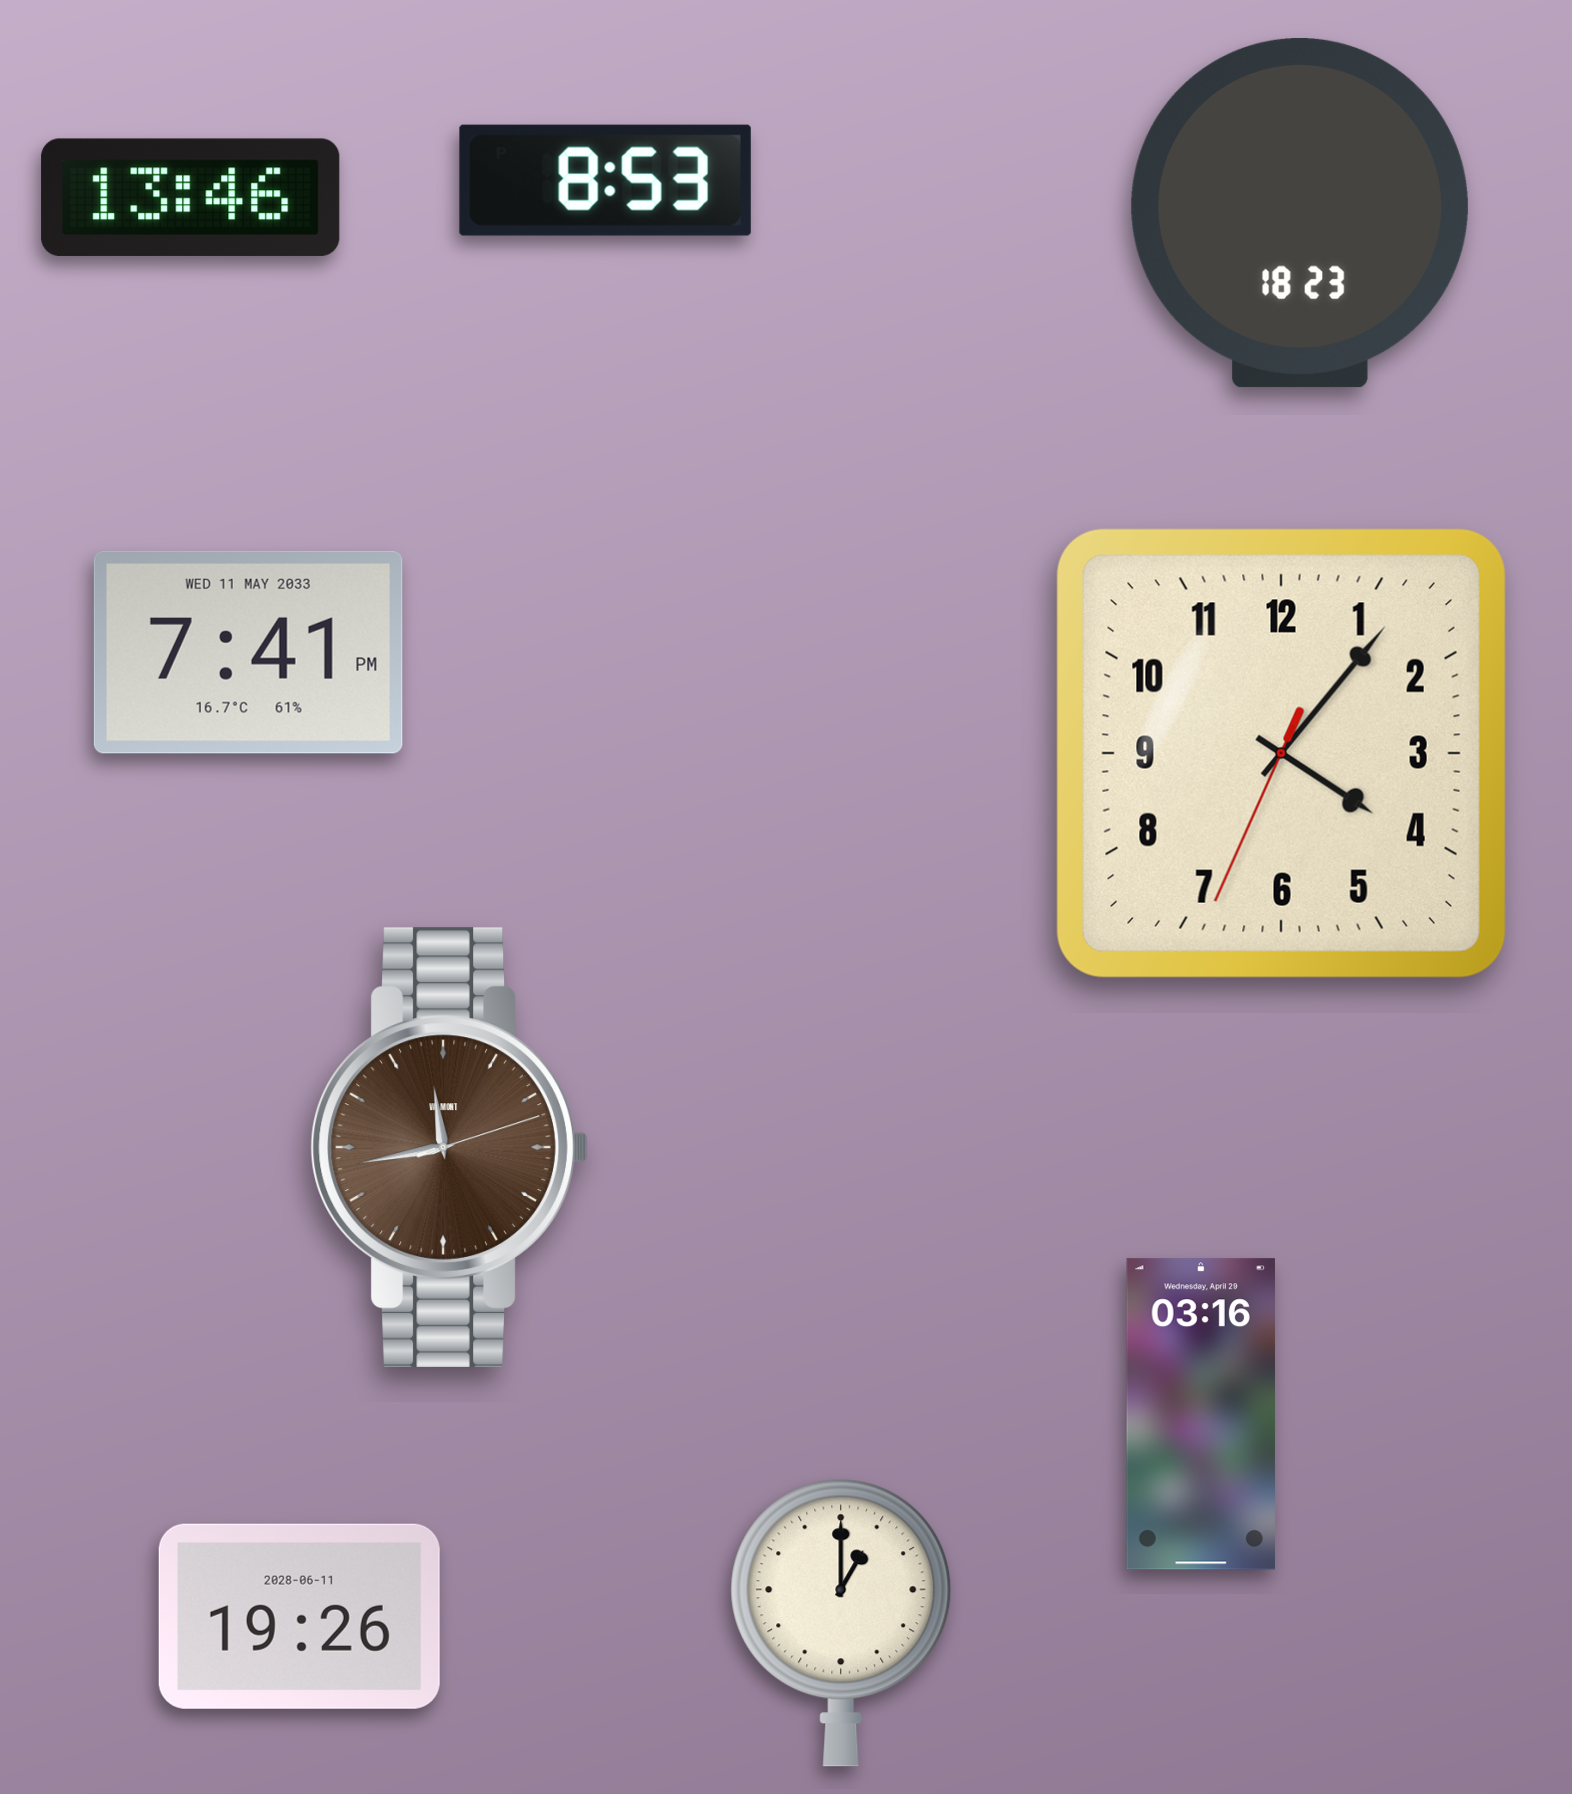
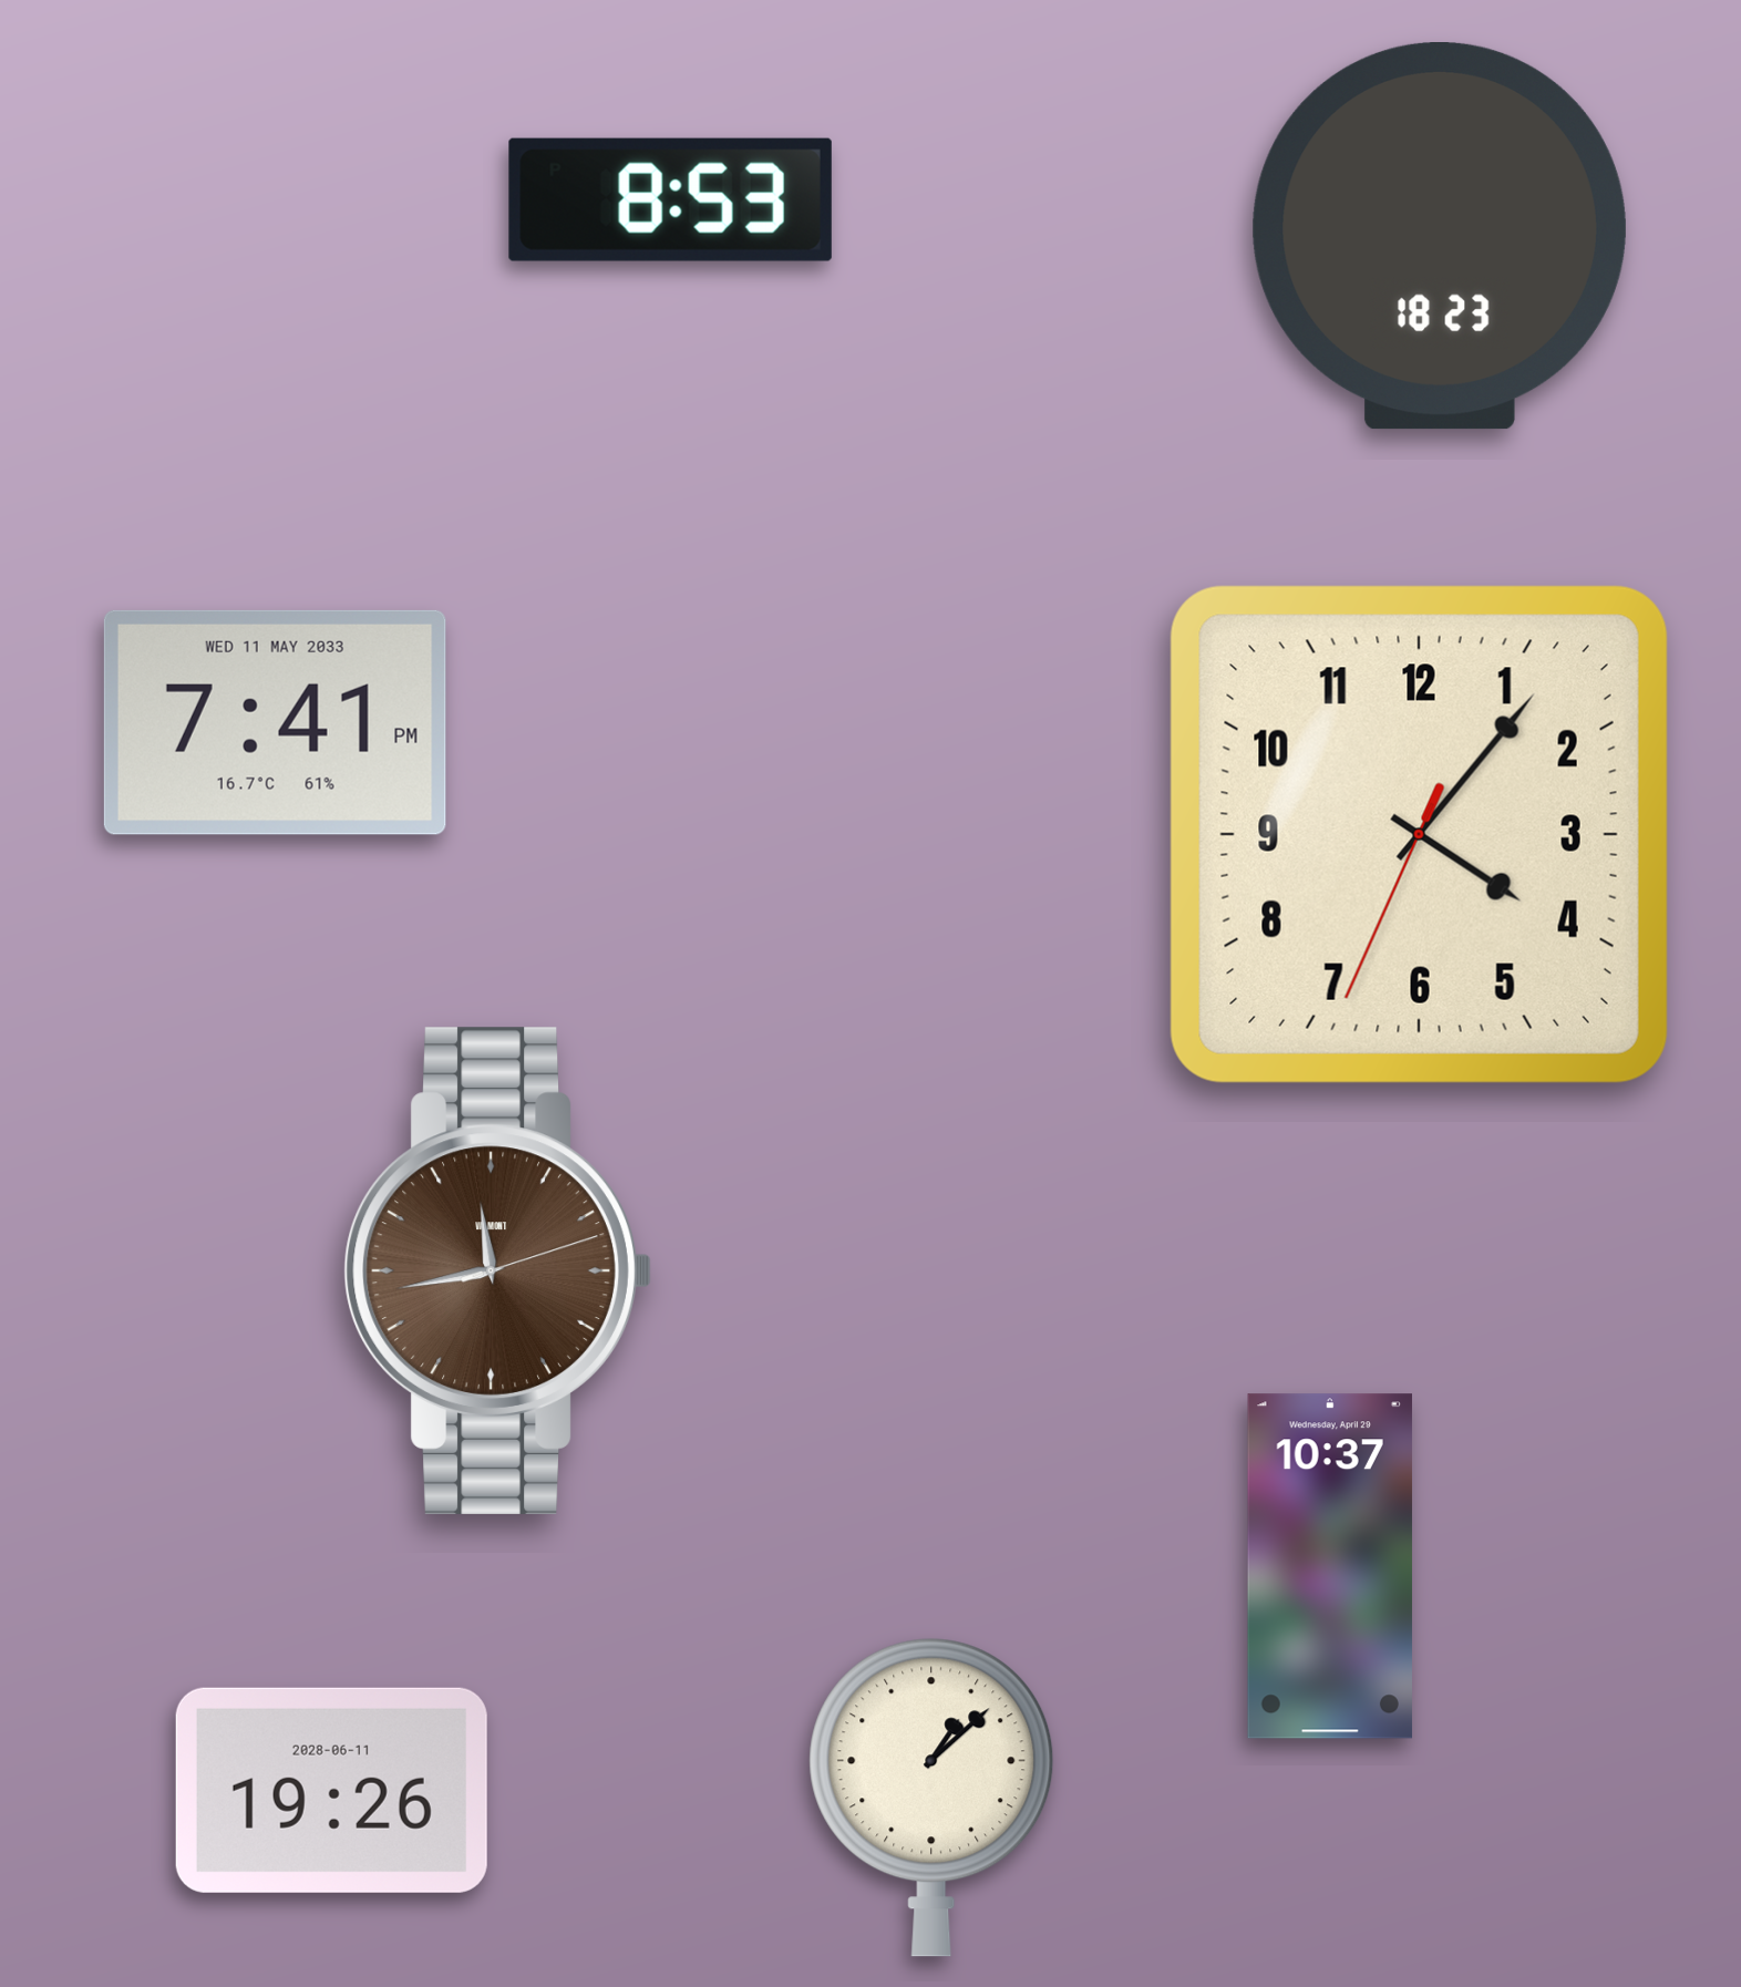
clock at (191, 197): 13:46 -> none
clock at (1201, 1414): 03:16 -> 10:37
clock at (841, 1623): 1:00 -> 1:08
